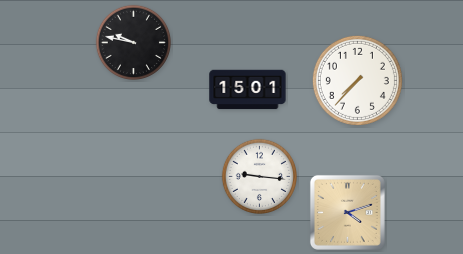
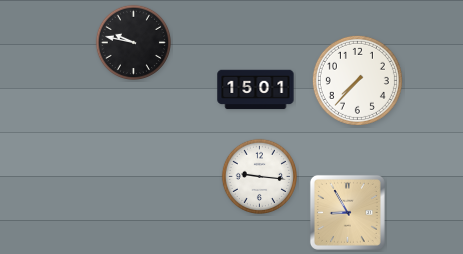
clock at (248, 90) position: (248, 90) -> (256, 90)
clock at (347, 212): 4:12 -> 8:55
